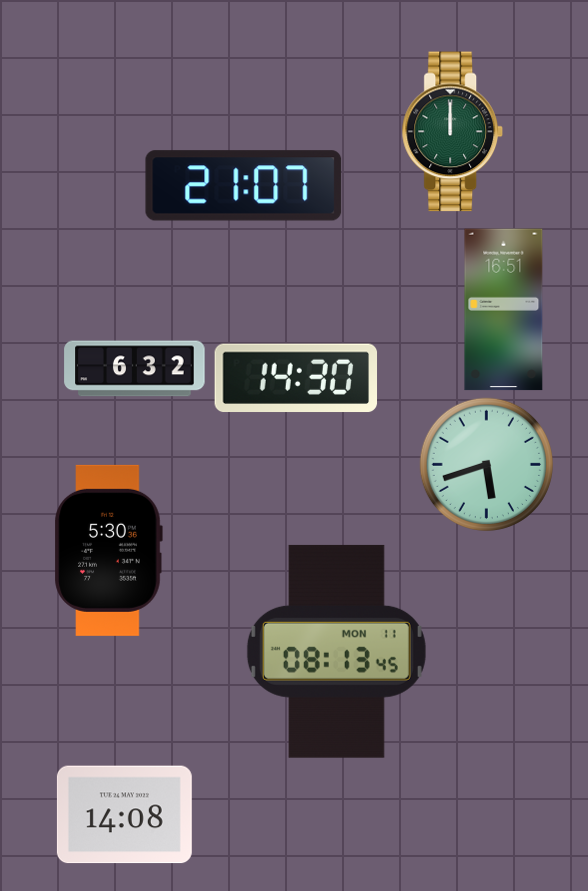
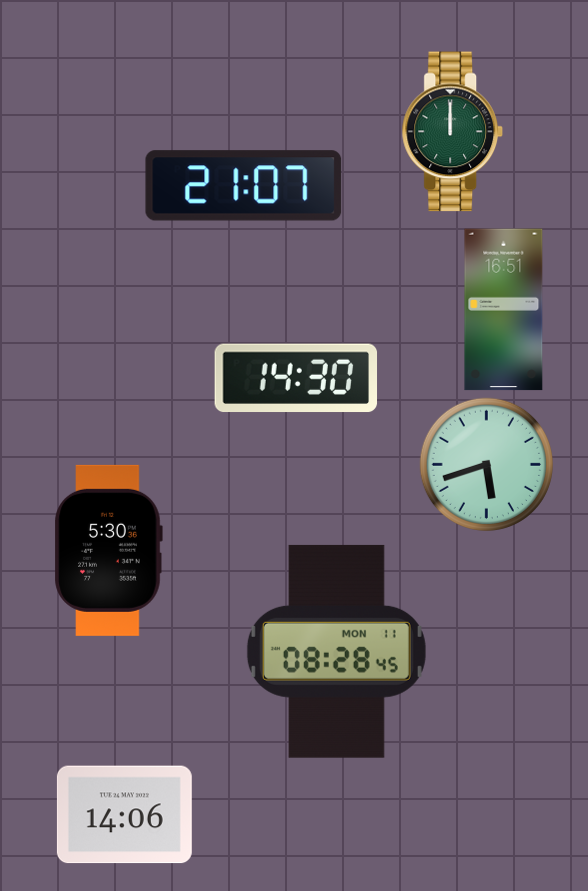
clock at (135, 369): 6:32 -> none
clock at (336, 651): 08:13 -> 08:28
clock at (124, 815): 14:08 -> 14:06
